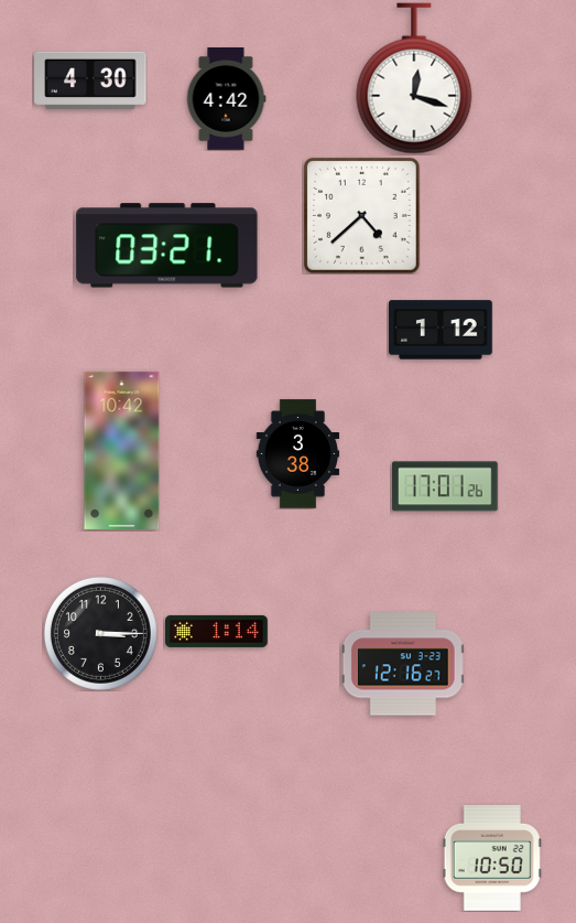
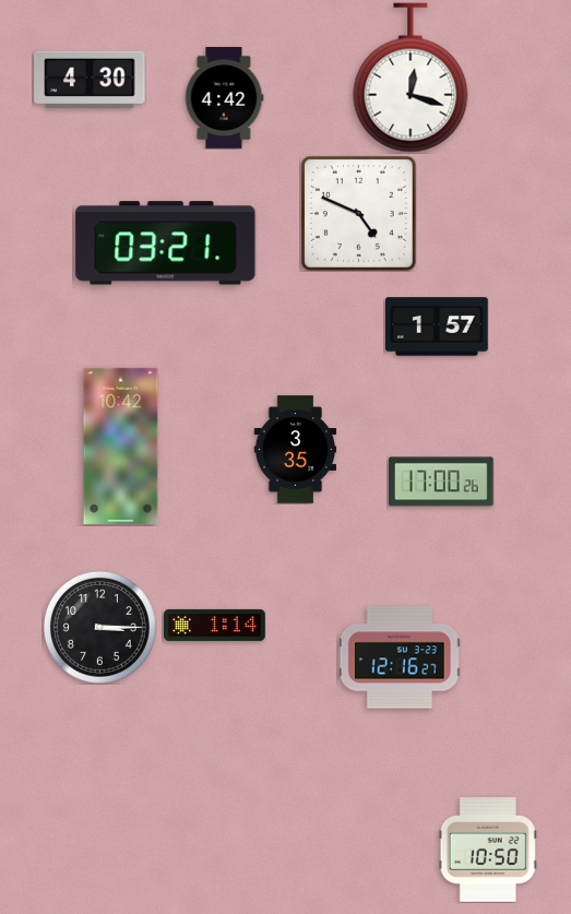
clock at (361, 215): 4:38 -> 4:49
clock at (442, 330): 1:12 -> 1:57
clock at (298, 454): 3:38 -> 3:35
clock at (446, 486): 17:01 -> 17:00
